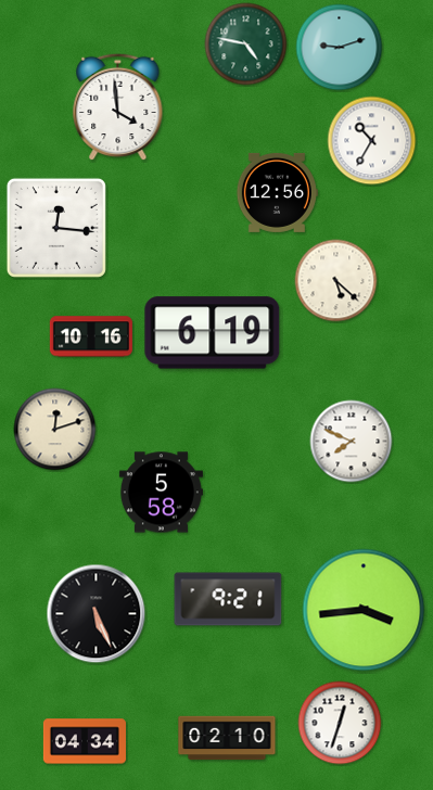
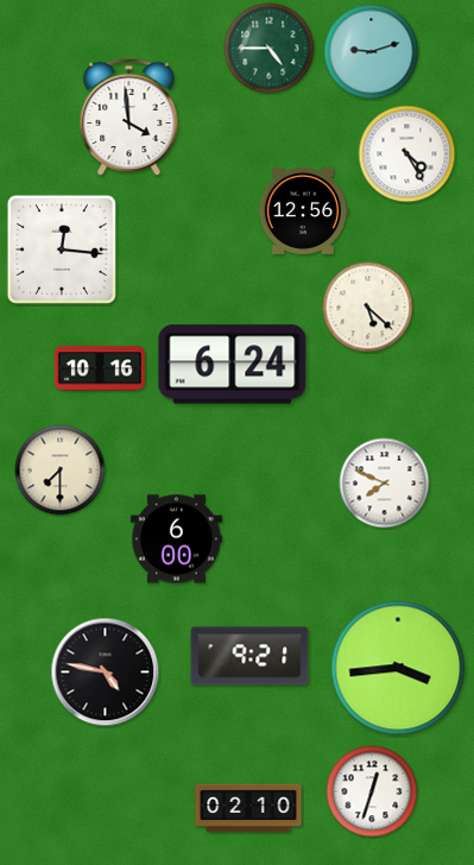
clock at (246, 44): 4:47 -> 4:45
clock at (372, 141): 10:35 -> 4:25
clock at (213, 333): 6:19 -> 6:24
clock at (55, 430): 12:12 -> 7:30
clock at (161, 493): 5:58 -> 6:00
clock at (97, 614): 5:26 -> 4:47
clock at (85, 741): 04:34 -> none
